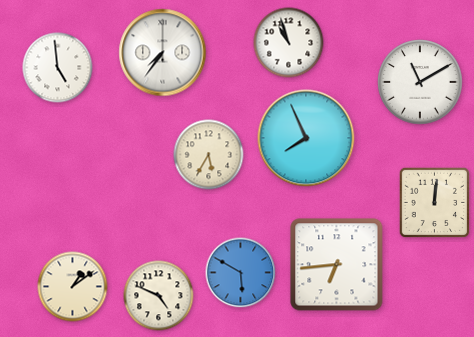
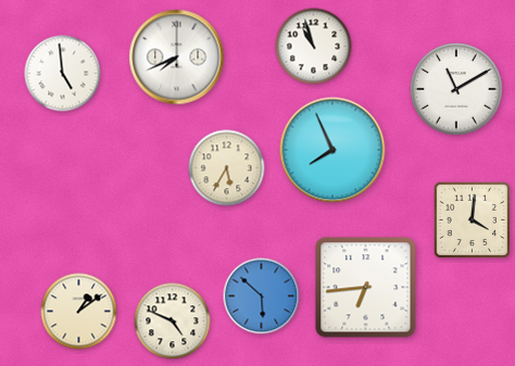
clock at (163, 53): 7:36 -> 7:41
clock at (435, 203): 12:01 -> 4:01
clock at (241, 273): 5:50 -> 5:52
